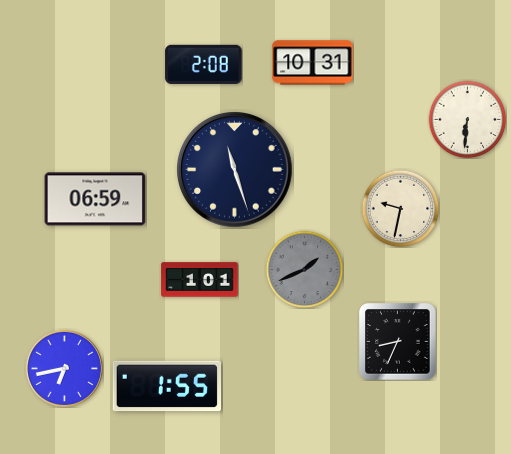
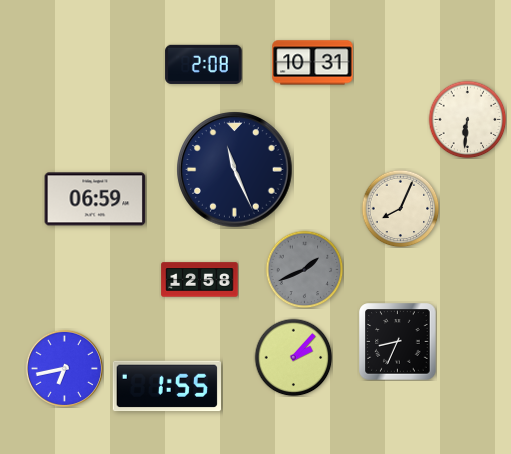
clock at (235, 170): 11:27 -> 11:26
clock at (400, 208): 9:32 -> 8:04
clock at (200, 280): 1:01 -> 12:58
clock at (293, 357): none -> 2:07
